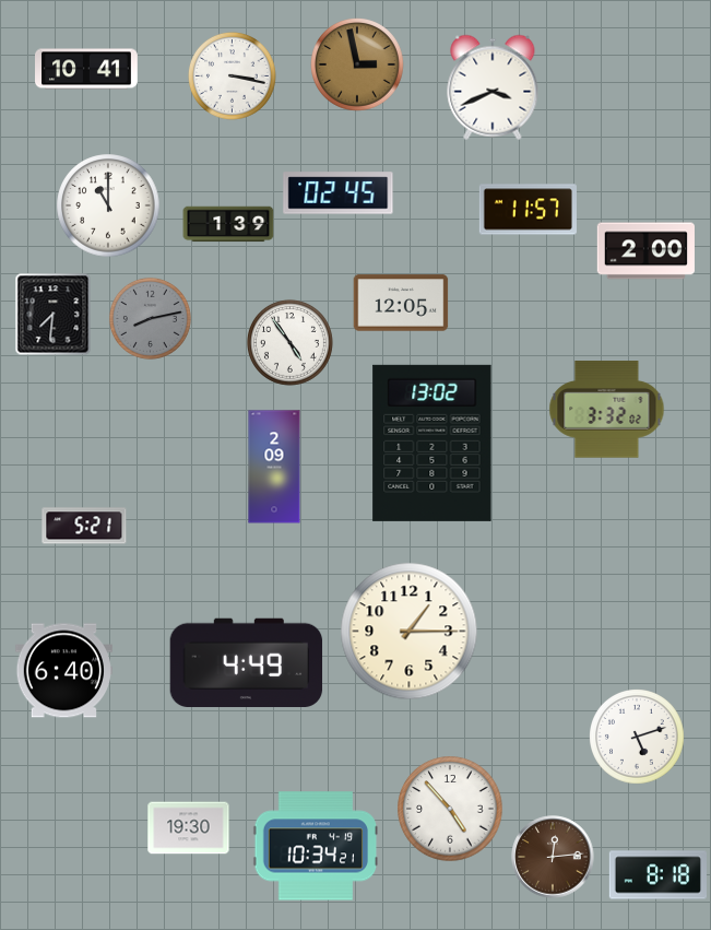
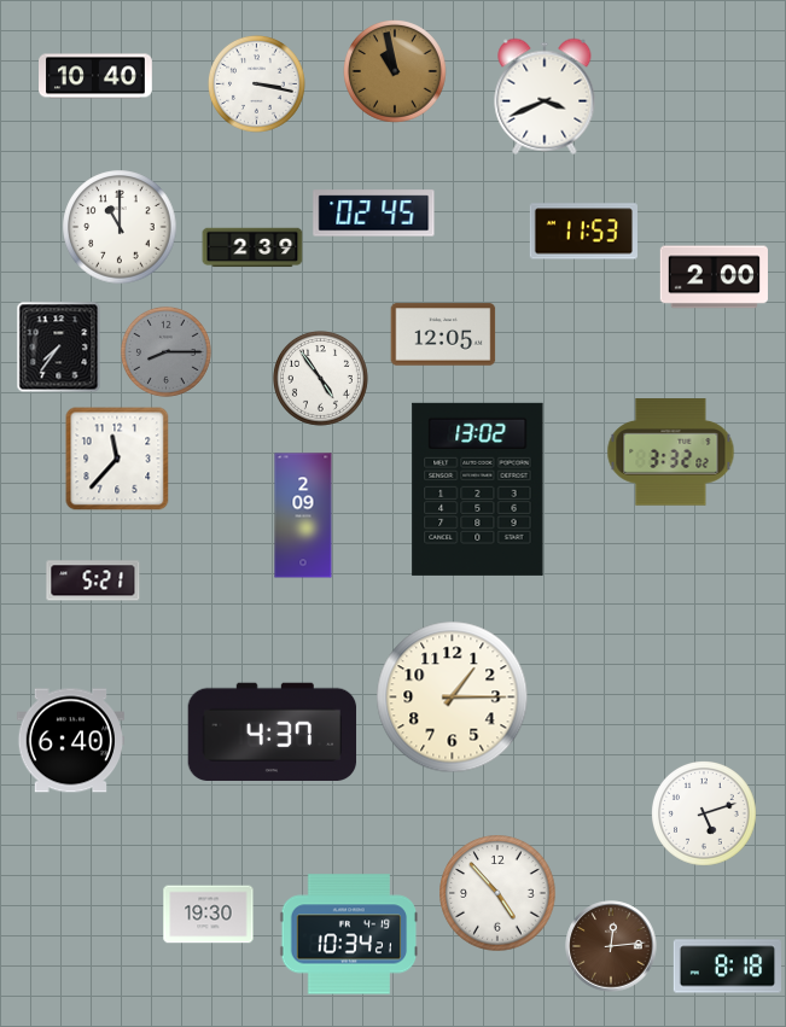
clock at (358, 66): 2:58 -> 10:58
clock at (87, 69): 10:41 -> 10:40
clock at (528, 210): 11:57 -> 11:53
clock at (228, 224): 1:39 -> 2:39
clock at (54, 315): 7:31 -> 7:36
clock at (150, 318): 8:13 -> 8:15
clock at (117, 459): none -> 11:37
clock at (247, 662): 4:49 -> 4:37
